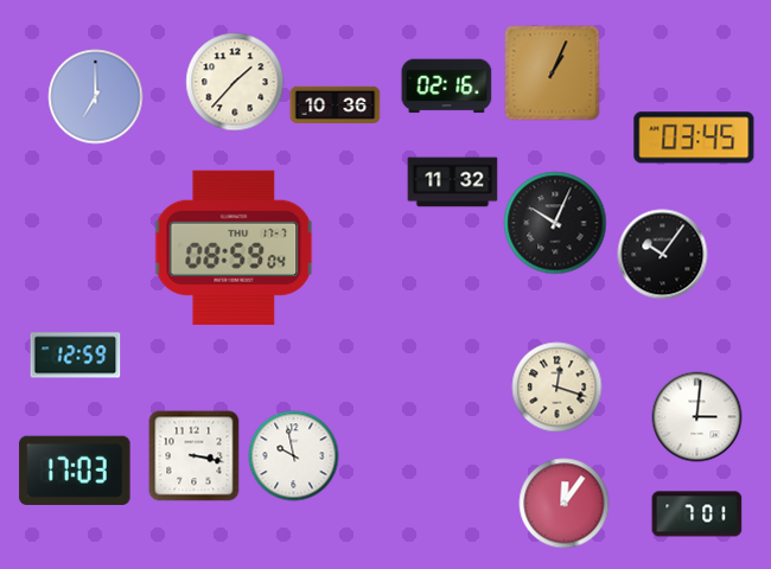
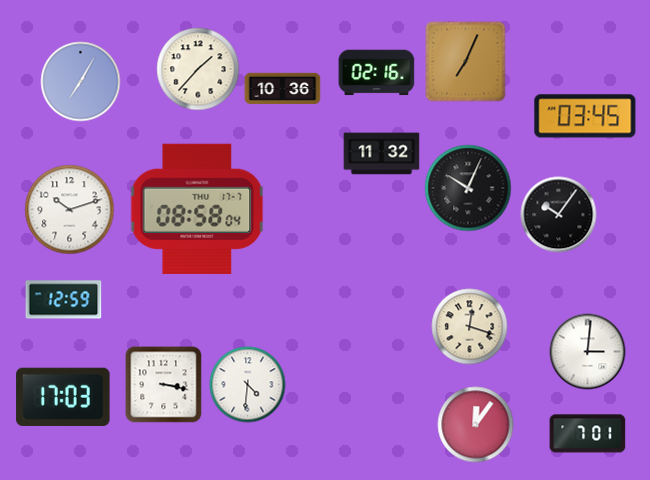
clock at (553, 73): 1:04 -> 7:04
clock at (96, 97): 7:00 -> 7:05
clock at (234, 248): 08:59 -> 08:58
clock at (70, 210): none -> 10:12
clock at (294, 456): 9:58 -> 4:31
